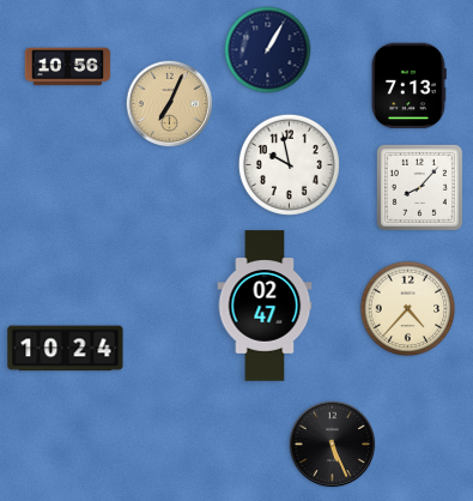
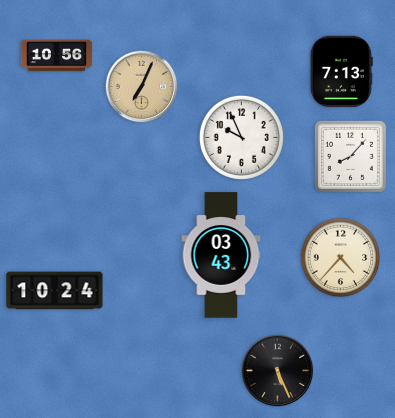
clock at (268, 50): 1:05 -> none
clock at (289, 164): 9:58 -> 9:56
clock at (265, 306): 02:47 -> 03:43
